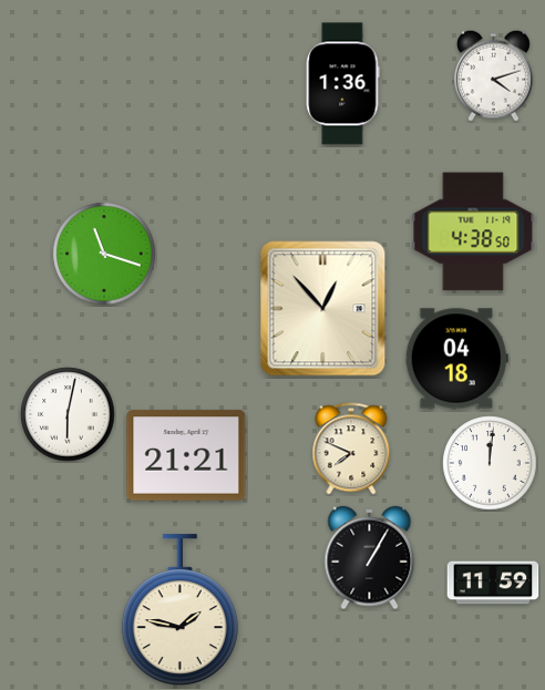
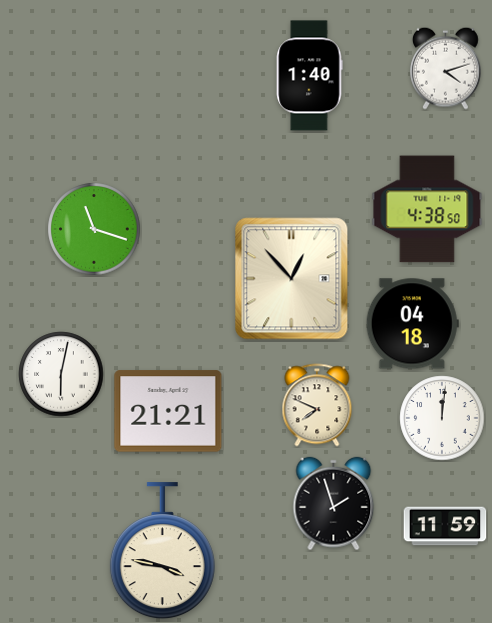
clock at (342, 84): 1:36 -> 1:40
clock at (370, 558): 1:05 -> 1:57
clock at (179, 610): 1:47 -> 3:47
